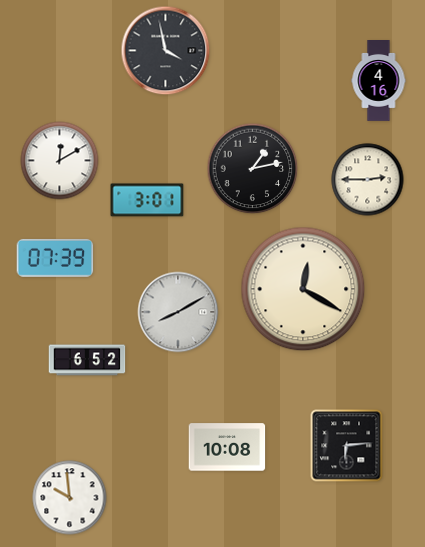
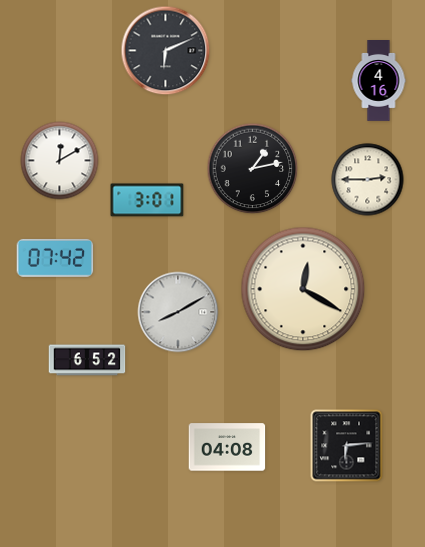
clock at (166, 51): 3:58 -> 6:11
clock at (55, 258): 07:39 -> 07:42
clock at (227, 447): 10:08 -> 04:08
clock at (70, 498): 9:59 -> none
